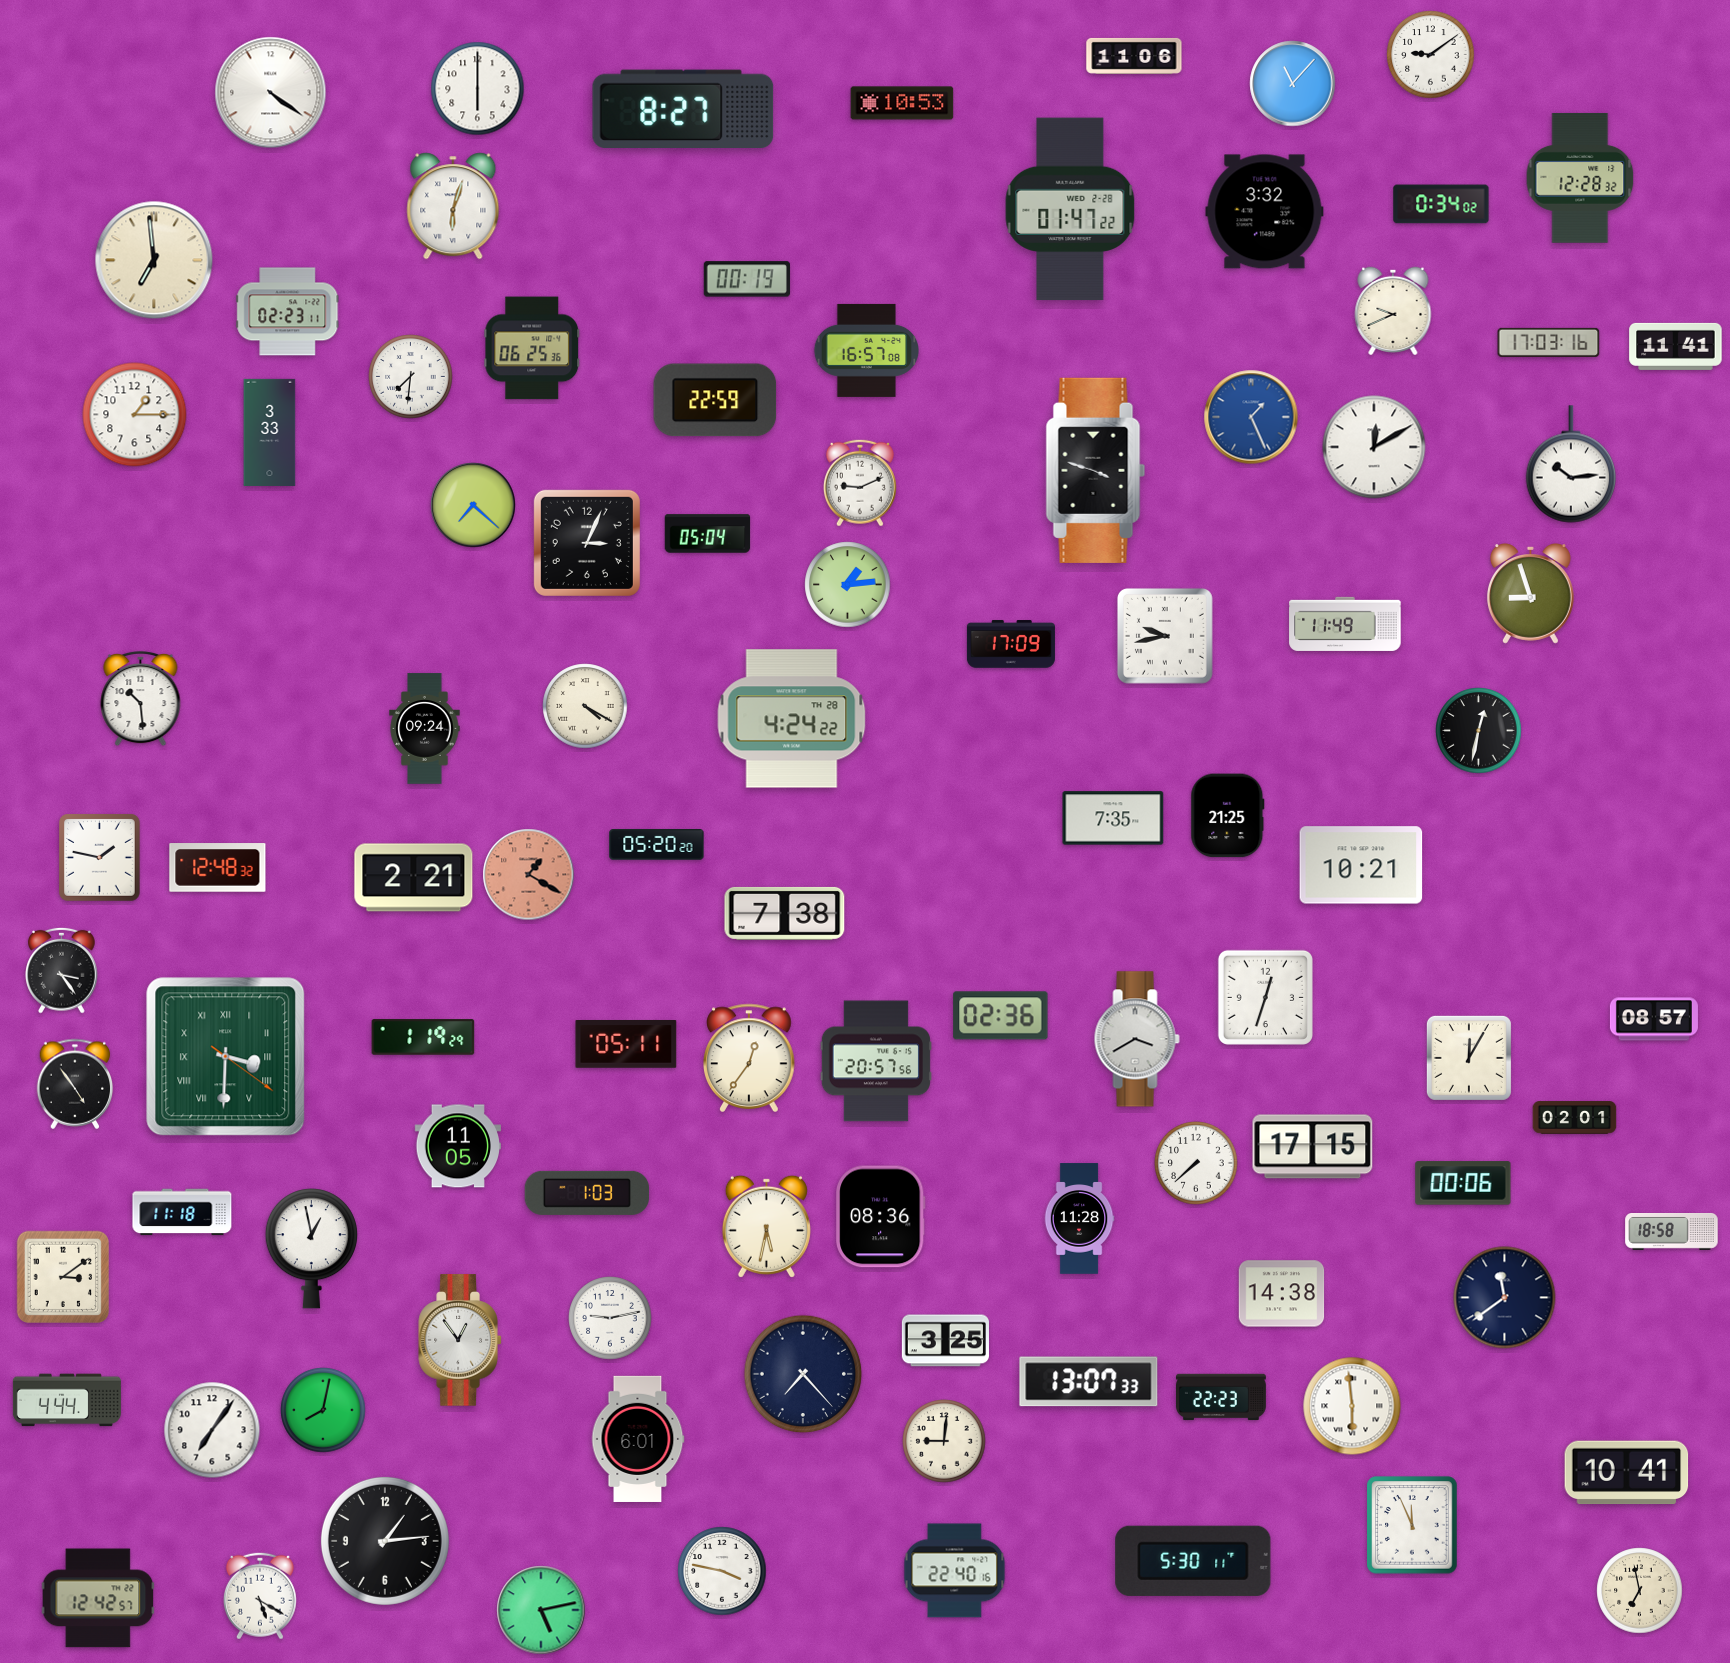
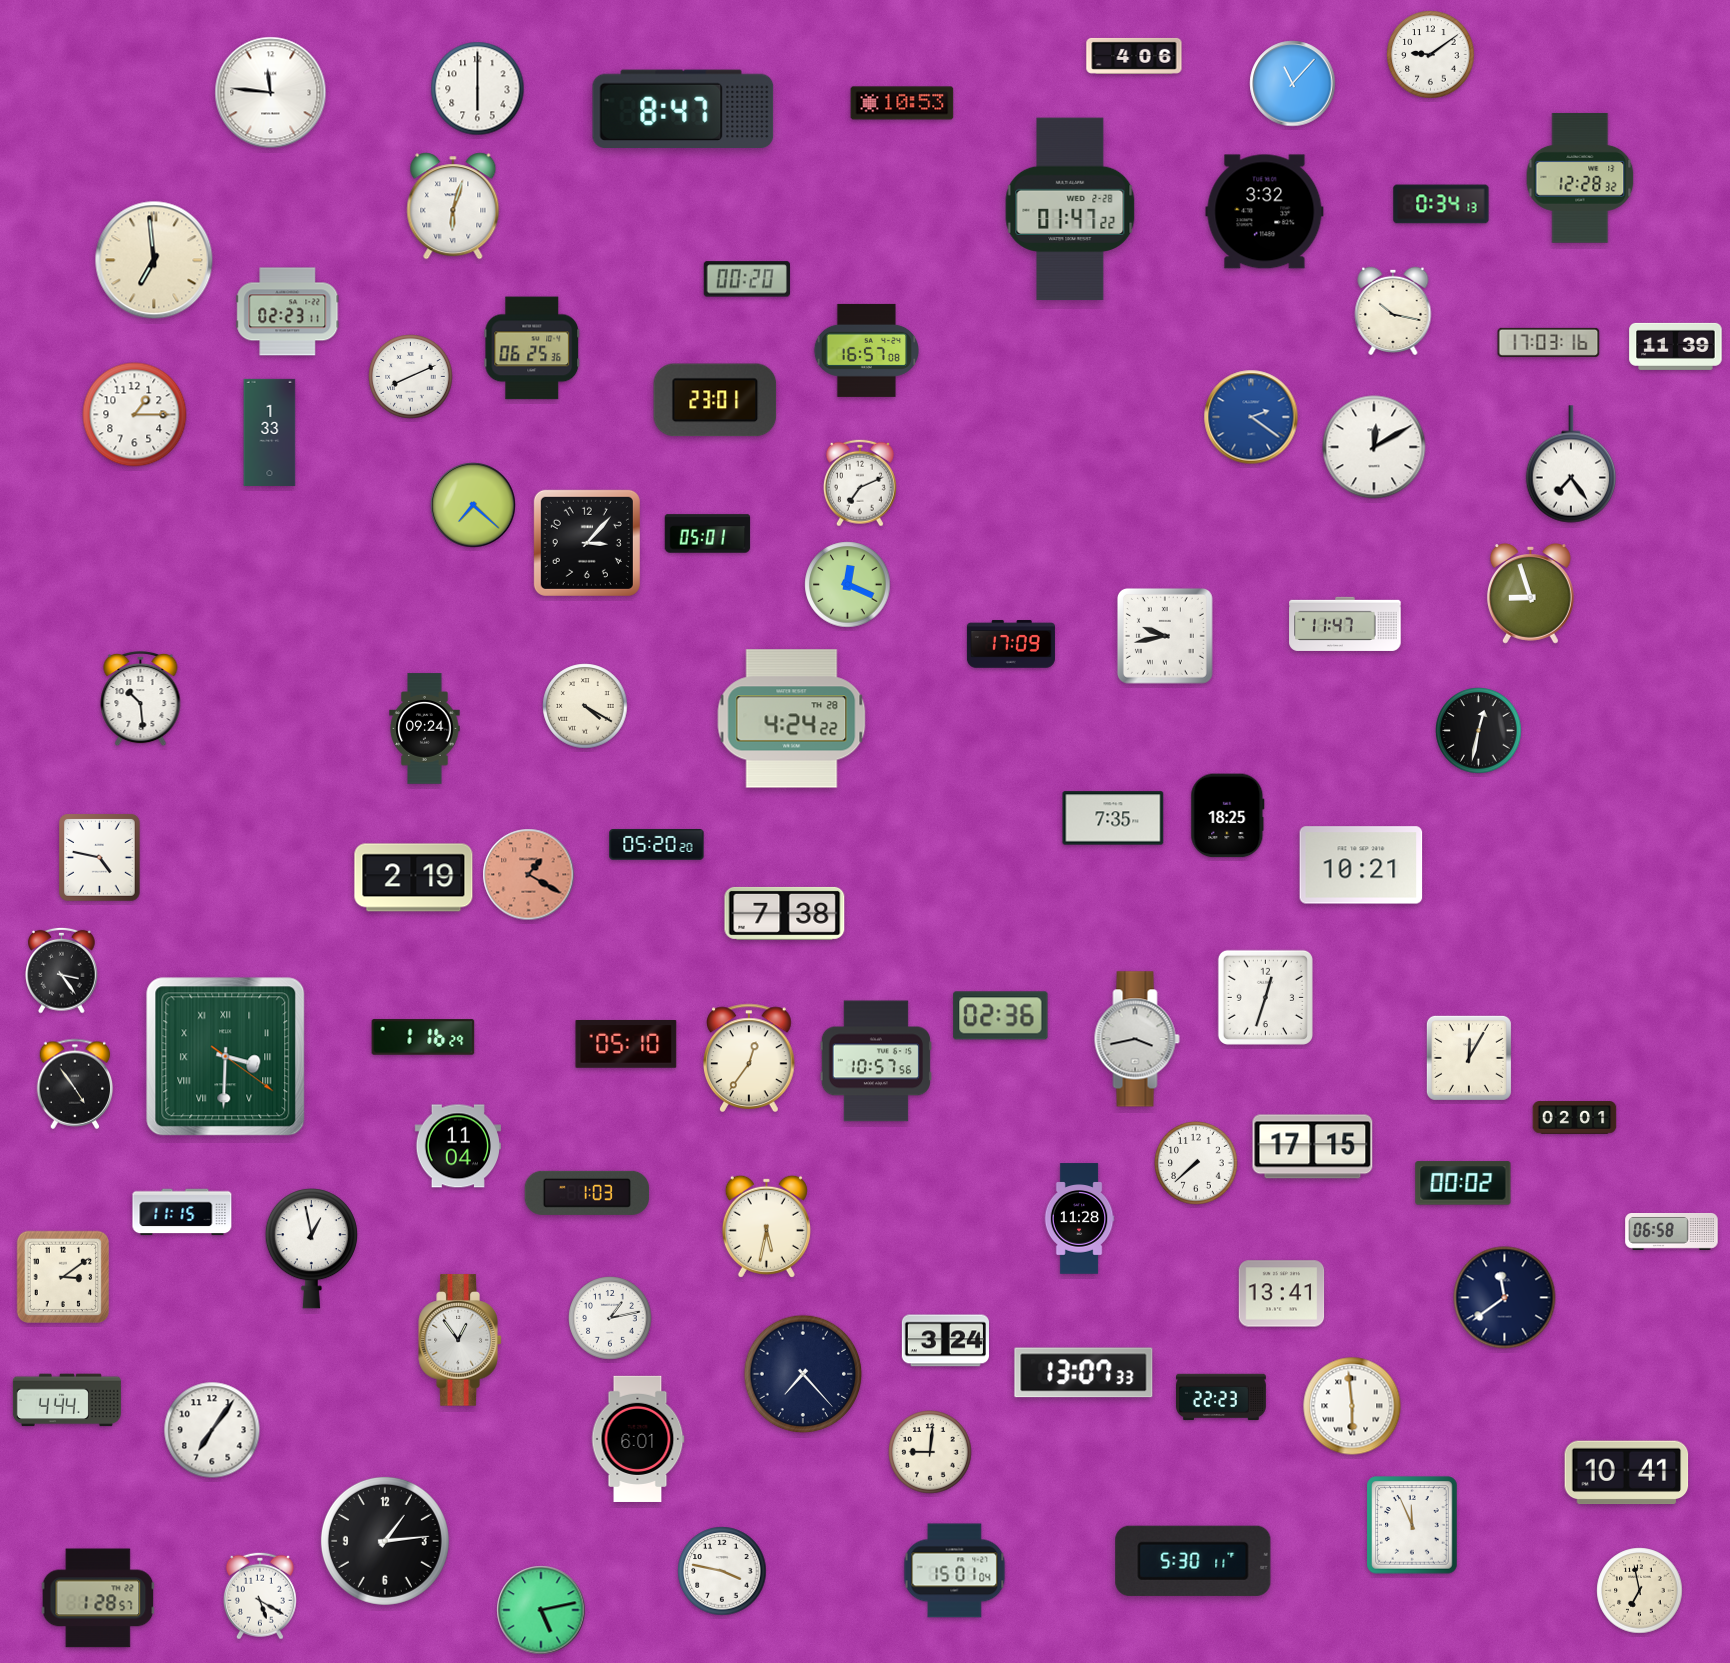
clock at (1134, 56): 11:06 -> 4:06
clock at (271, 93): 4:21 -> 11:46
clock at (683, 108): 8:27 -> 8:47
clock at (1441, 204): 0:34:02 -> 0:34:13
clock at (747, 279): 00:19 -> 00:20
clock at (1393, 311): 9:41 -> 10:17
clock at (1676, 346): 11:41 -> 11:39
clock at (411, 377): 7:31 -> 8:11
clock at (715, 400): 22:59 -> 23:01
clock at (1251, 417): 1:26 -> 2:21
clock at (270, 432): 3:33 -> 1:33
clock at (1571, 464): 10:14 -> 7:24
clock at (1096, 470): 3:48 -> none
clock at (860, 483): 9:11 -> 7:11
clock at (708, 534): 05:04 -> 05:01
clock at (587, 543): 3:04 -> 3:07
clock at (848, 585): 1:14 -> 12:19
clock at (1345, 624): 11:49 -> 11:47
clock at (1228, 816): 21:25 -> 18:25
clock at (100, 858): 1:47 -> 4:47
clock at (218, 868): 12:48 -> none
clock at (414, 878): 2:21 -> 2:19
clock at (1654, 1019): 08:57 -> none
clock at (423, 1037): 1:19 -> 1:16
clock at (1137, 1039): 3:40 -> 3:43
clock at (626, 1045): 05:11 -> 05:10
clock at (876, 1061): 20:57 -> 10:57
clock at (457, 1146): 11:05 -> 11:04
clock at (1463, 1183): 00:06 -> 00:02
clock at (182, 1212): 11:18 -> 11:15
clock at (881, 1217): 08:36 -> none
clock at (1672, 1232): 18:58 -> 06:58
clock at (1282, 1294): 14:38 -> 13:41
clock at (610, 1318): 9:13 -> 1:13
clock at (945, 1341): 3:25 -> 3:24
clock at (1089, 1382) position: (1089, 1382) -> (1084, 1373)
clock at (323, 1410): 8:02 -> none
clock at (944, 1441) position: (944, 1441) -> (930, 1452)
clock at (955, 1571): 22:40 -> 15:01
clock at (98, 1598): 12:42 -> 1:28
